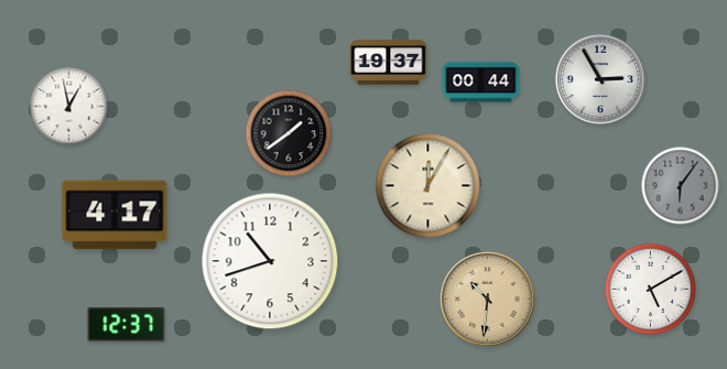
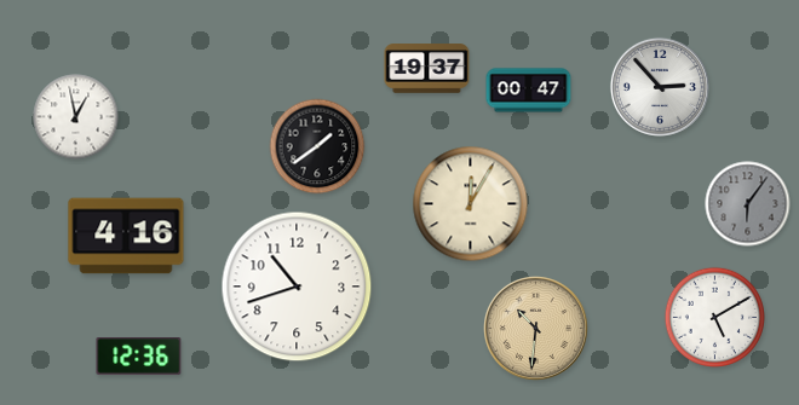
clock at (600, 79): 2:55 -> 2:53
clock at (481, 83): 00:44 -> 00:47
clock at (115, 215): 4:17 -> 4:16
clock at (127, 325): 12:37 -> 12:36
